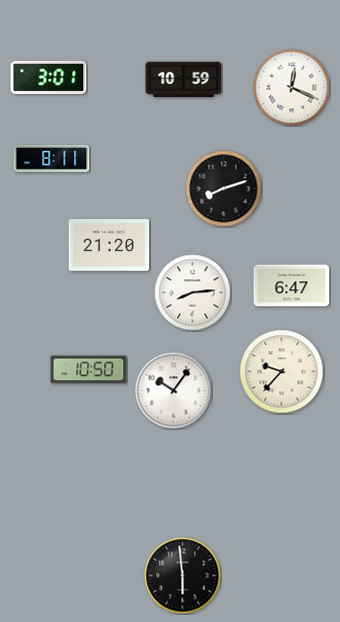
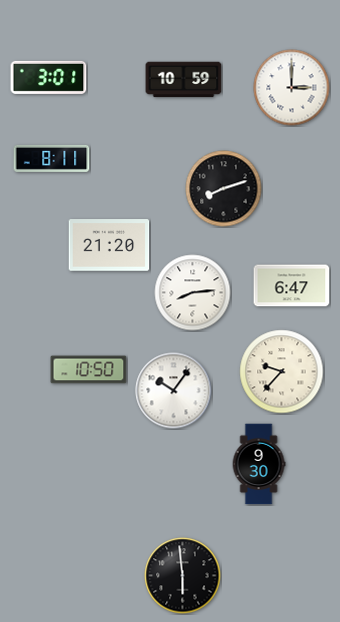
clock at (292, 88): 12:19 -> 3:00
clock at (259, 464): none -> 9:30
